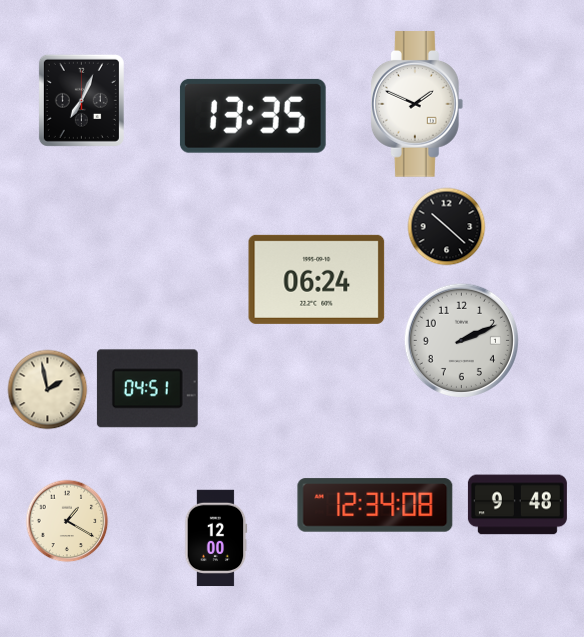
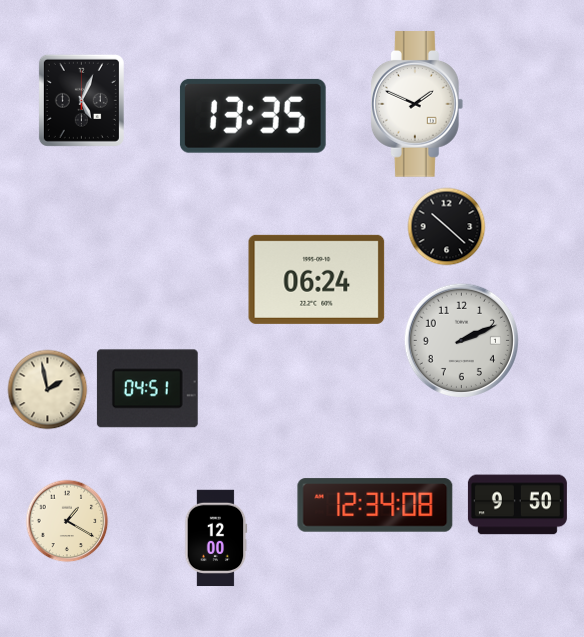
clock at (81, 100): 7:04 -> 5:04
clock at (517, 505): 9:48 -> 9:50
